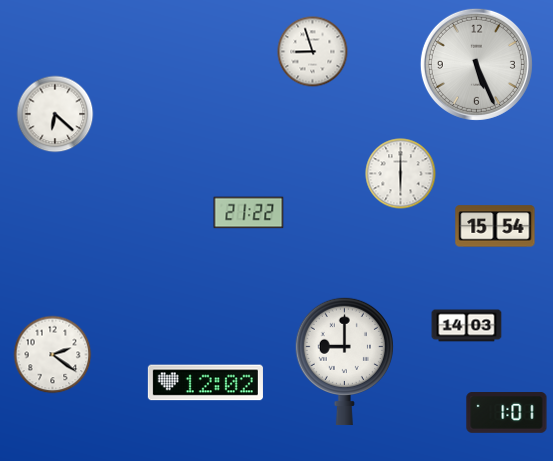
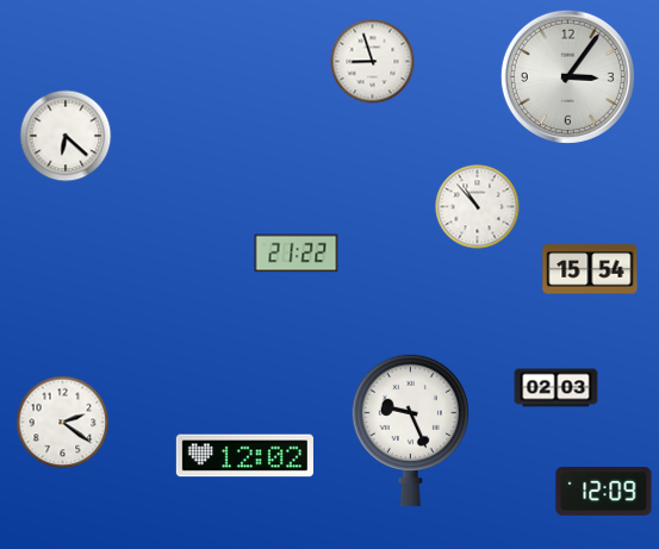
clock at (476, 64): 5:26 -> 3:06
clock at (401, 174): 6:00 -> 10:53
clock at (467, 326): 14:03 -> 02:03
clock at (344, 361): 9:00 -> 9:26
clock at (507, 413): 1:01 -> 12:09
